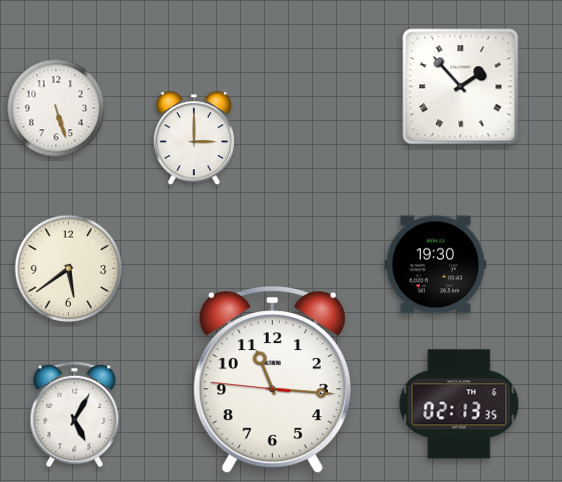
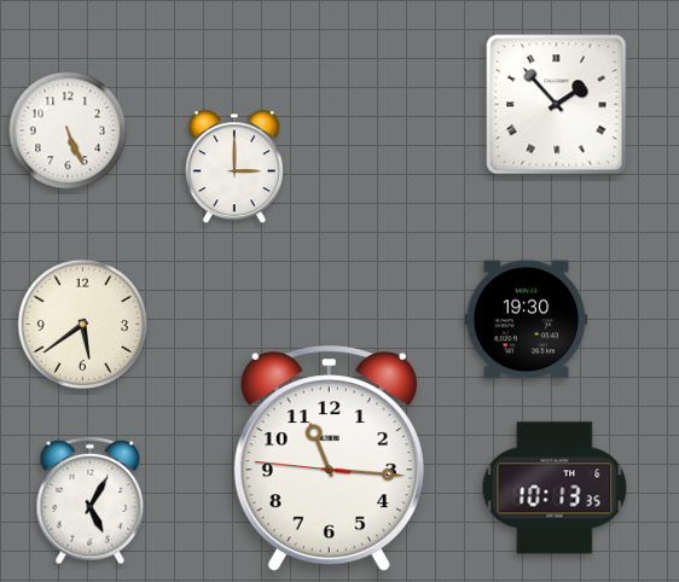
clock at (56, 108): 5:27 -> 5:26
clock at (459, 404): 02:13 -> 10:13
